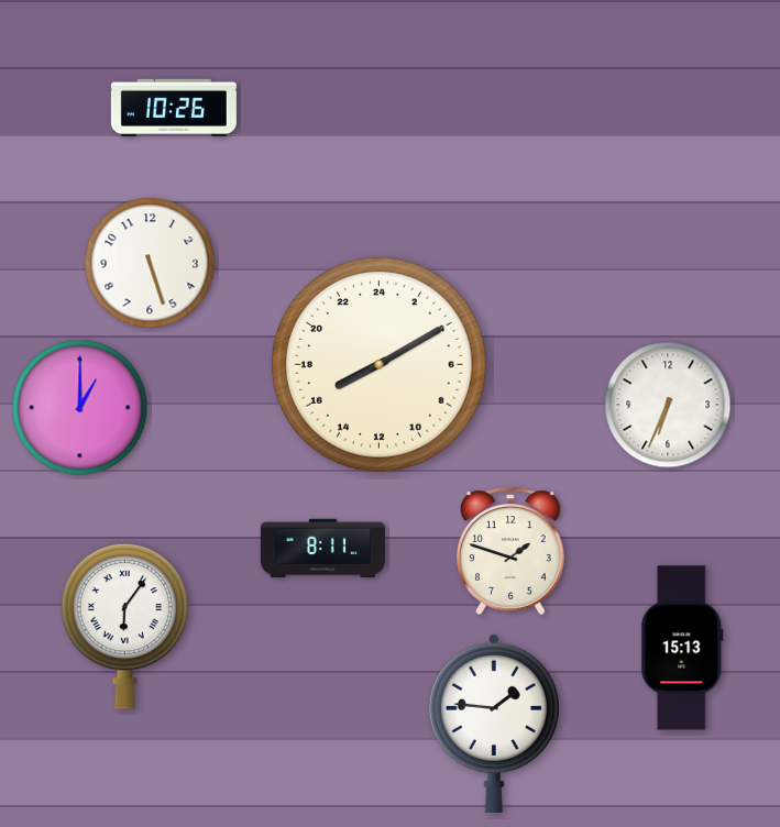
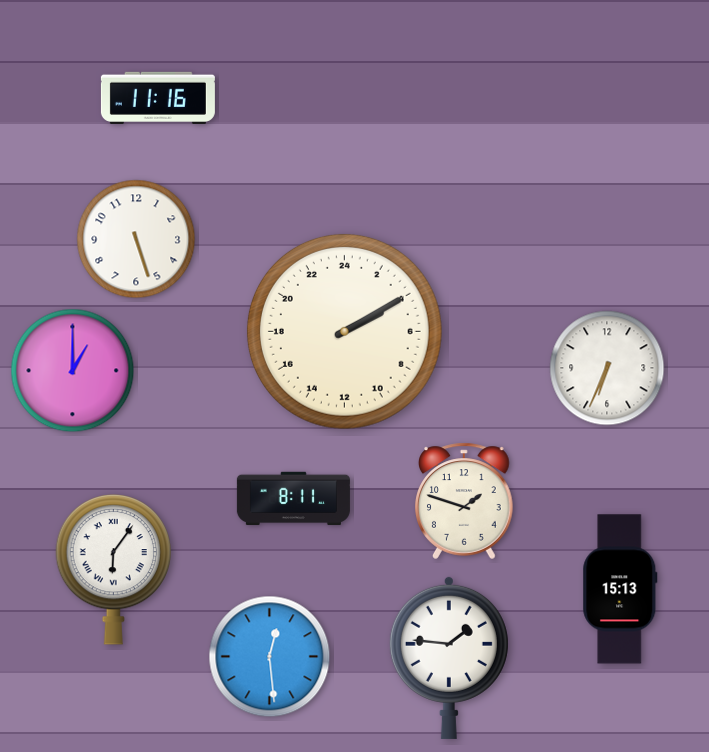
clock at (174, 108): 10:26 -> 11:16
clock at (378, 364): 16:10 -> 4:10
clock at (270, 657): none -> 12:29
